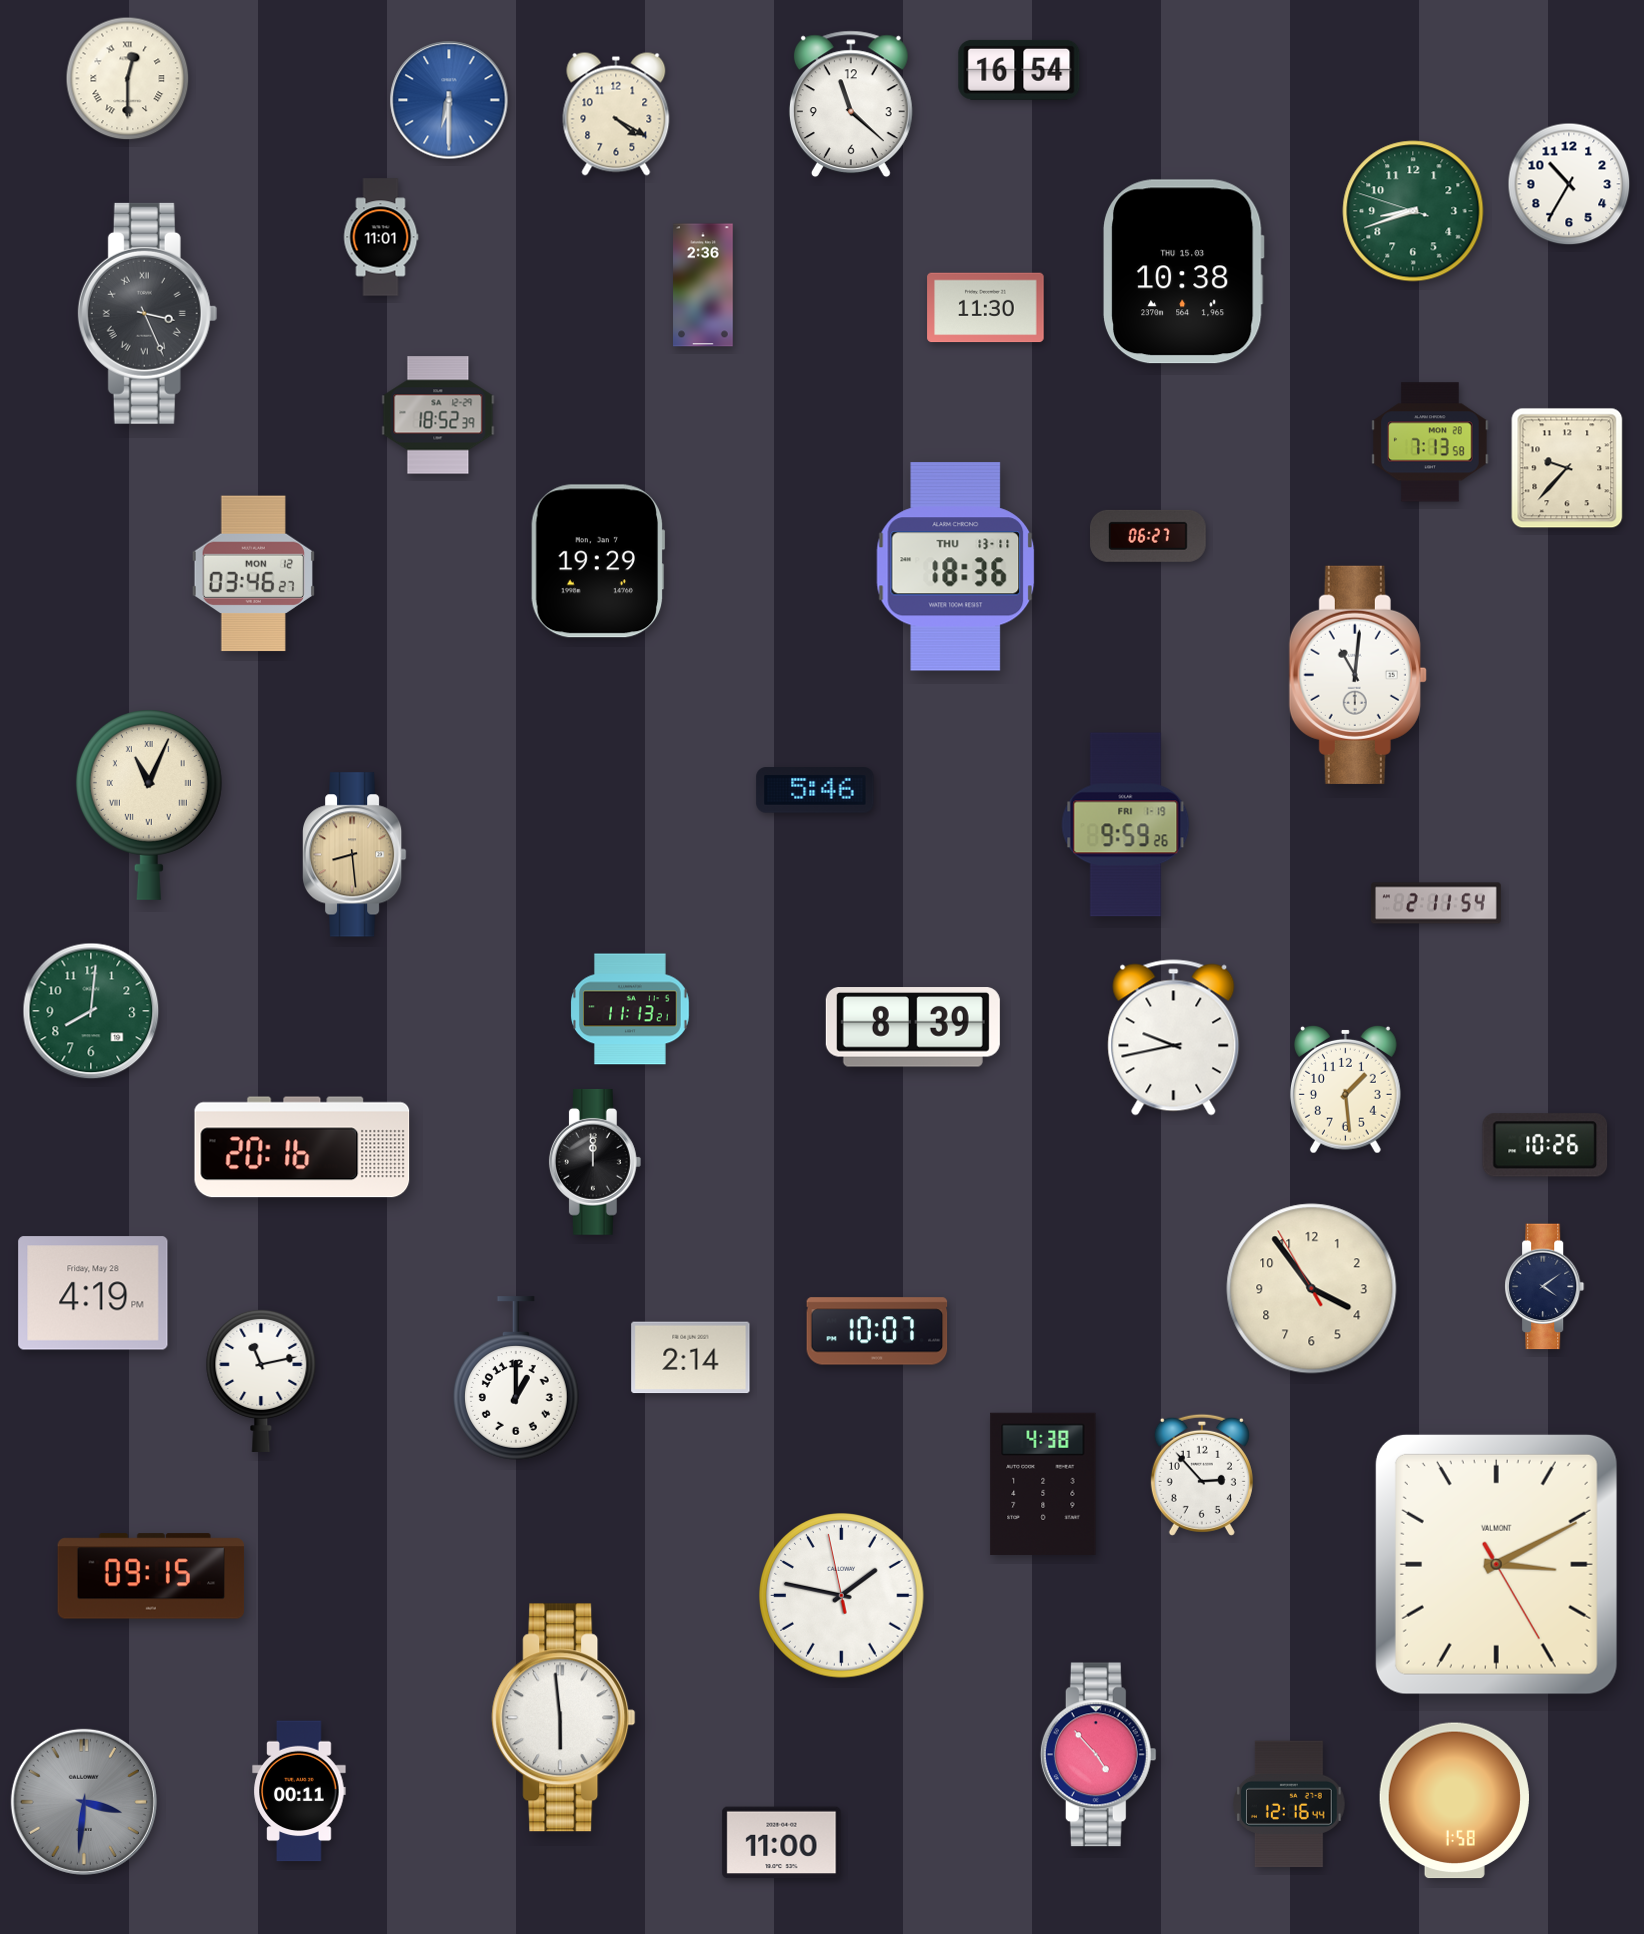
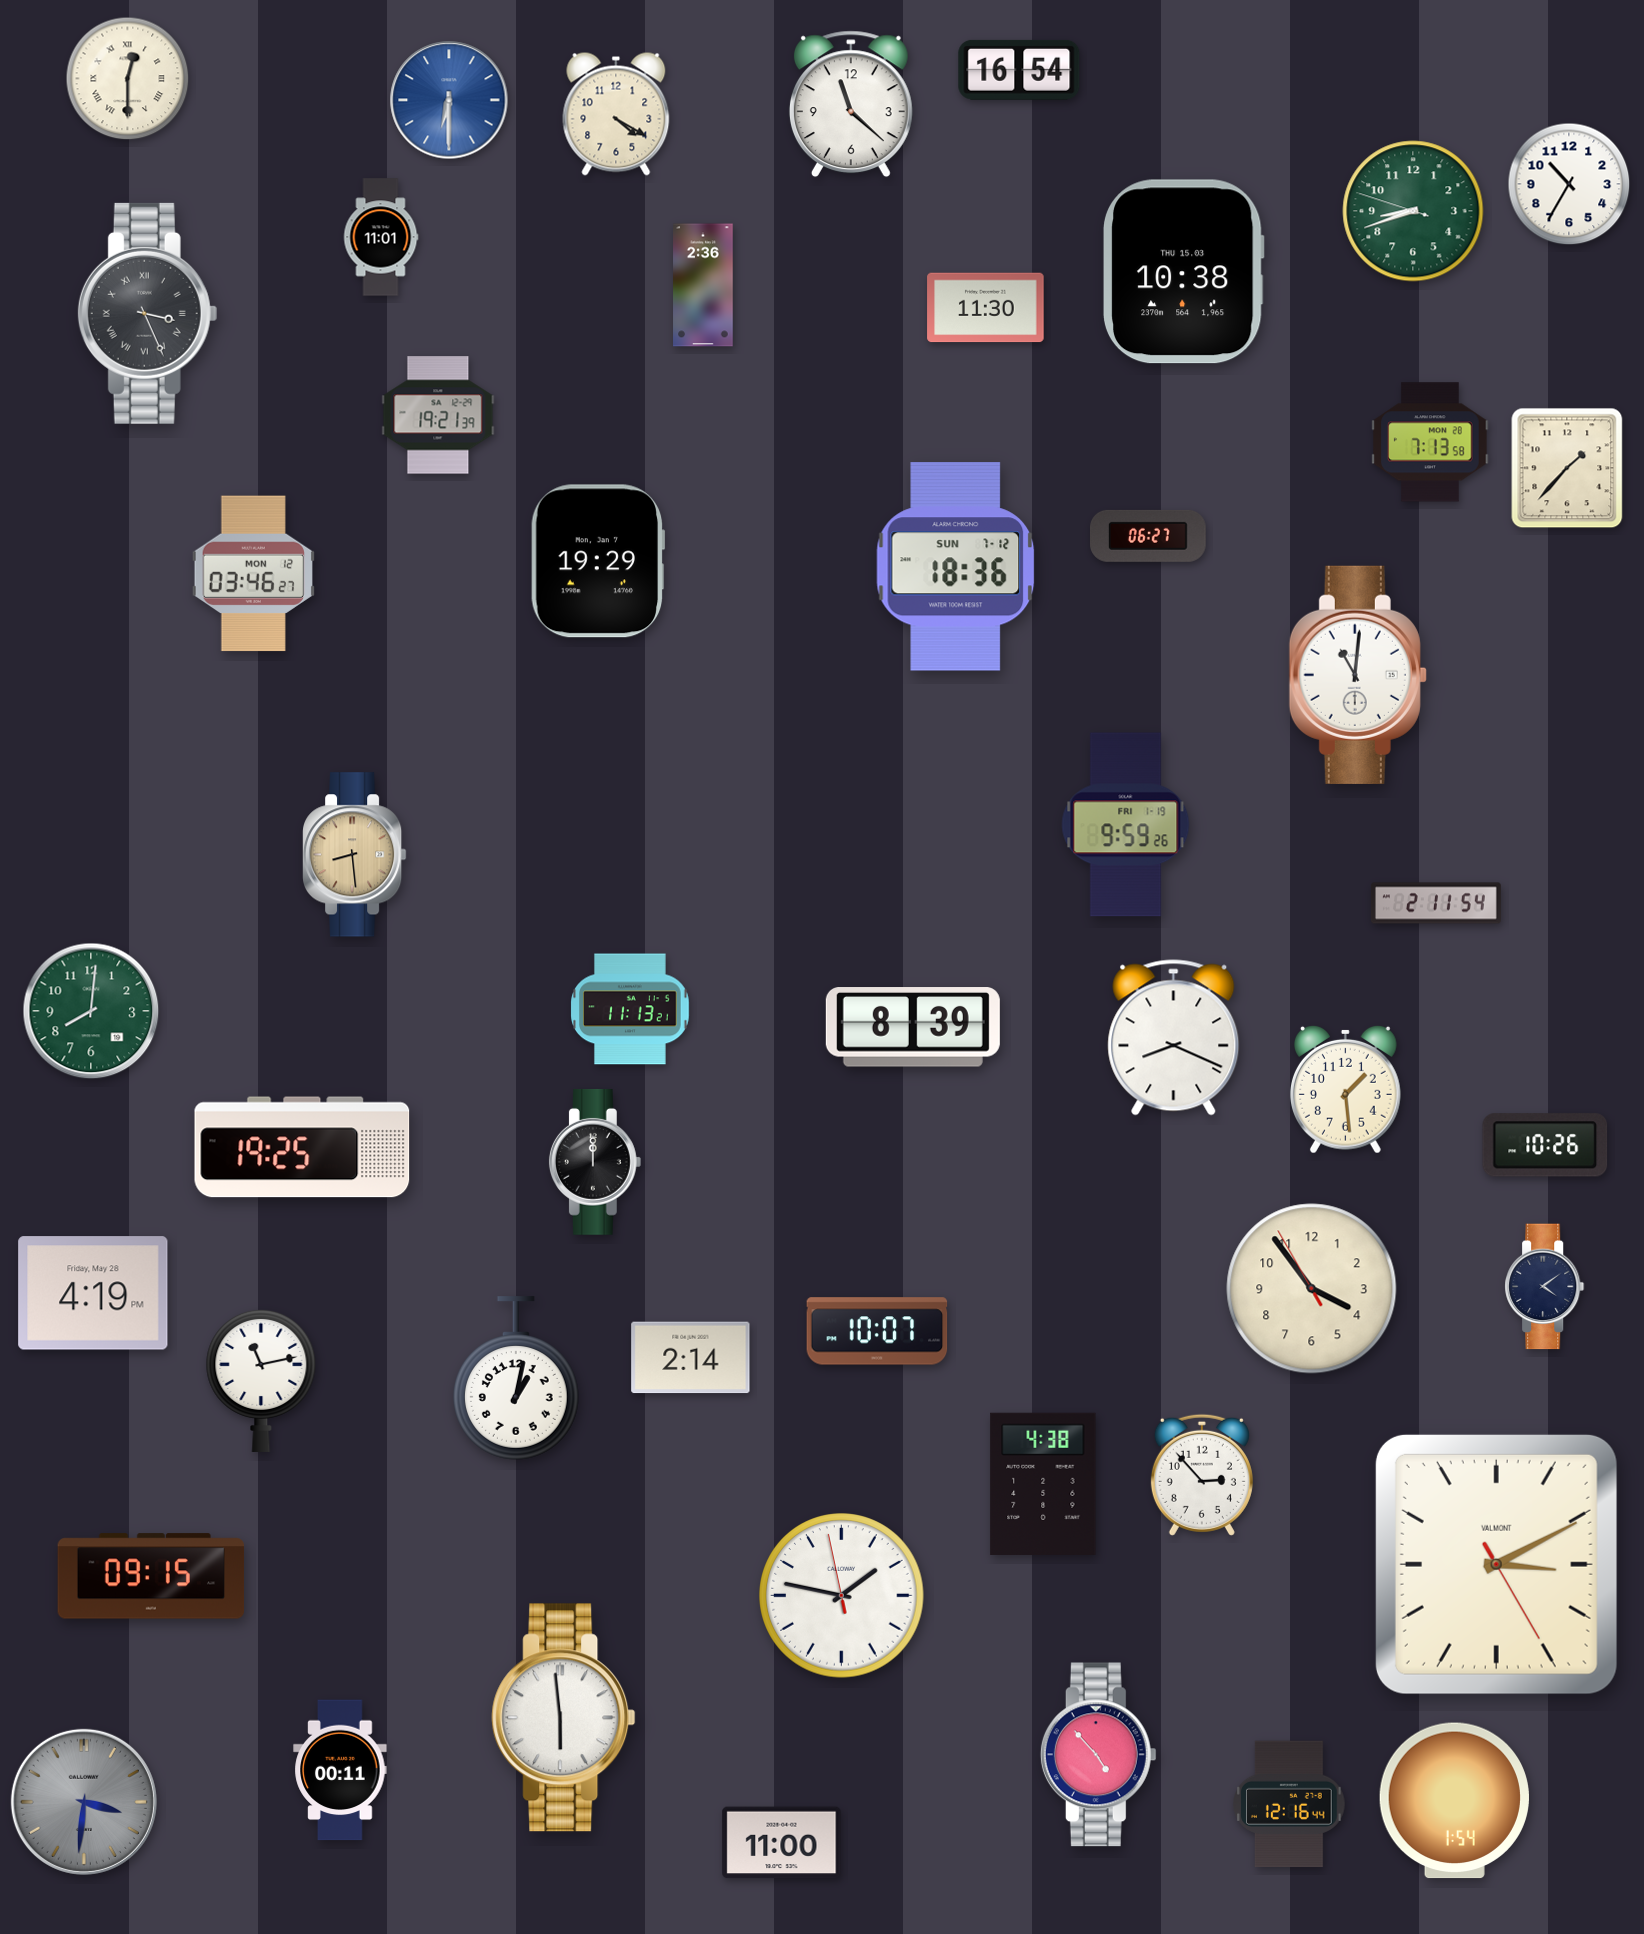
clock at (438, 415): 18:52 -> 19:21
clock at (1567, 468): 9:37 -> 1:37
clock at (956, 567) date: THU 13-11 -> SUN 7-12
clock at (815, 790): 5:46 -> none
clock at (149, 805): 11:04 -> none
clock at (1174, 1038): 9:43 -> 8:19
clock at (302, 1147): 20:16 -> 19:25
clock at (516, 1378): 1:00 -> 1:02
clock at (299, 1791) position: (299, 1791) -> (340, 1770)
clock at (1454, 1801): 1:58 -> 1:54
